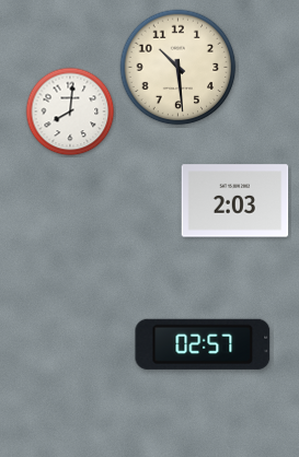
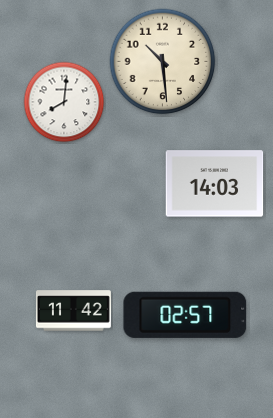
clock at (235, 201): 2:03 -> 14:03
clock at (73, 311): none -> 11:42
